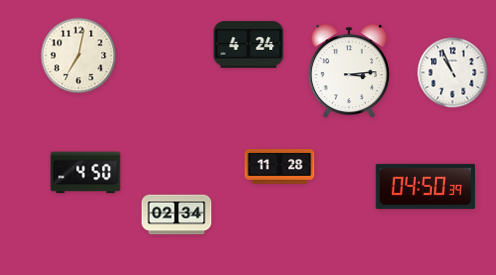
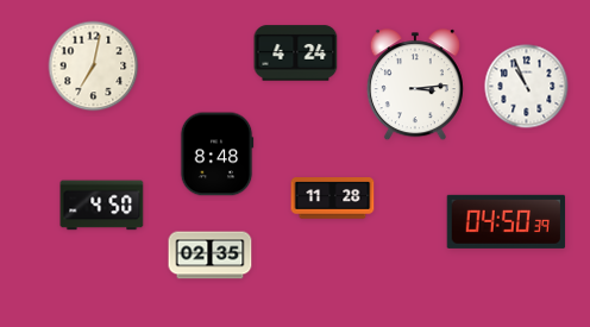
clock at (453, 73) position: (453, 73) -> (527, 87)
clock at (216, 155): none -> 8:48
clock at (177, 215): 02:34 -> 02:35
